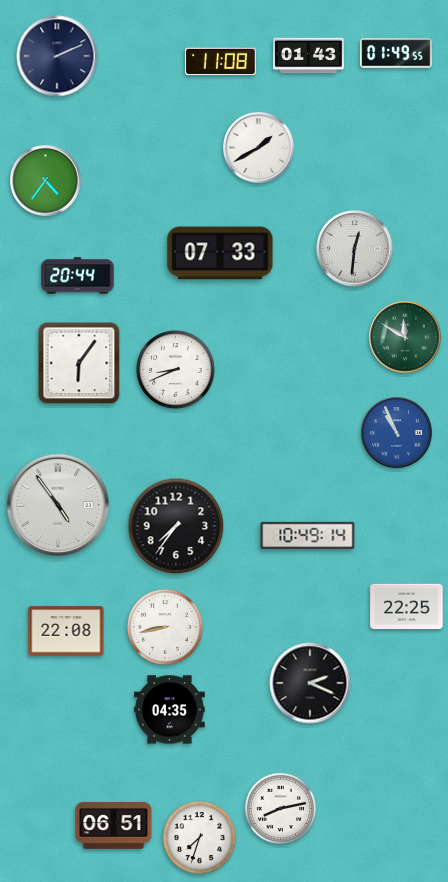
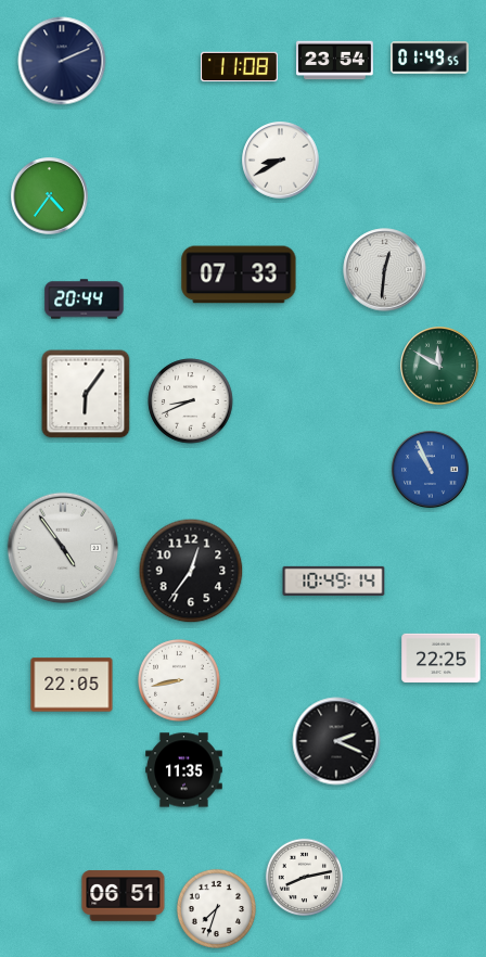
clock at (309, 56): 01:43 -> 23:54
clock at (259, 148): 1:40 -> 8:40
clock at (176, 526): 7:36 -> 12:36
clock at (66, 631): 22:08 -> 22:05
clock at (170, 710): 04:35 -> 11:35
